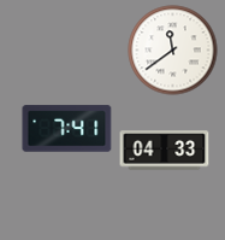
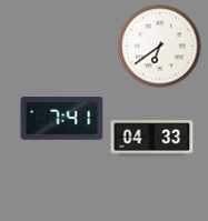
clock at (173, 51): 11:39 -> 6:39
